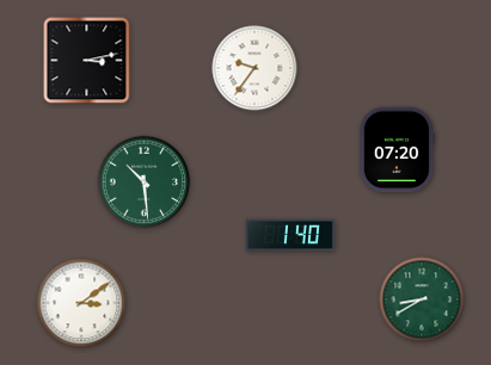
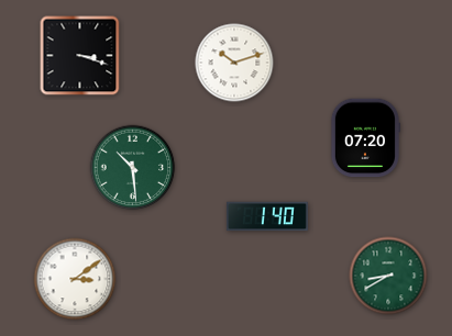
clock at (87, 61): 3:13 -> 3:18
clock at (254, 68): 9:36 -> 10:12
